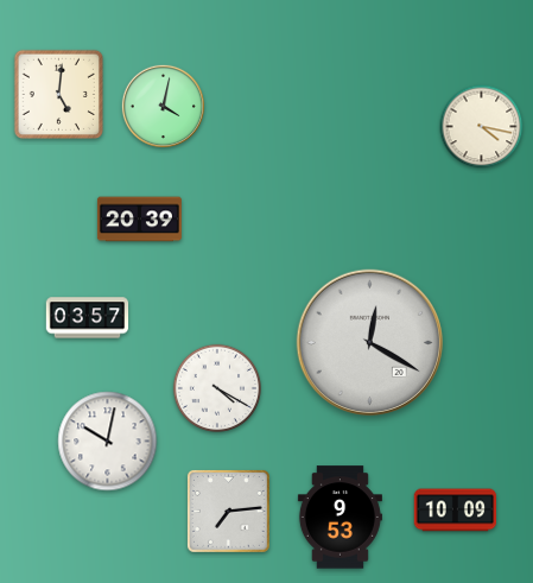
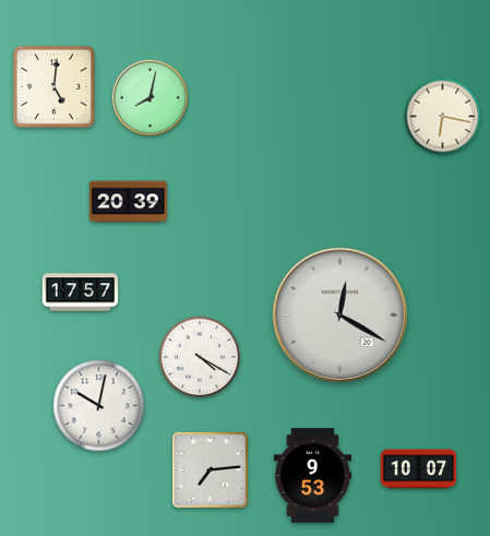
clock at (163, 106): 4:02 -> 8:02
clock at (482, 127): 4:17 -> 6:17
clock at (88, 318): 03:57 -> 17:57
clock at (456, 511): 10:09 -> 10:07
